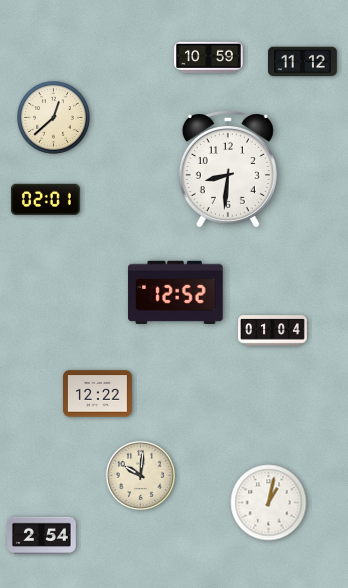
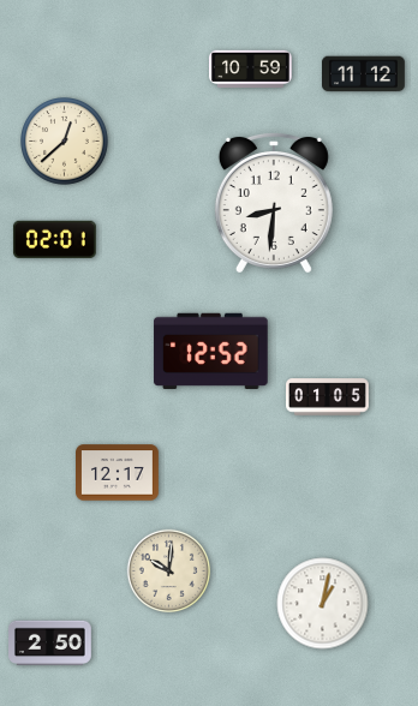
clock at (273, 331): 01:04 -> 01:05
clock at (98, 394): 12:22 -> 12:17
clock at (42, 536): 2:54 -> 2:50
